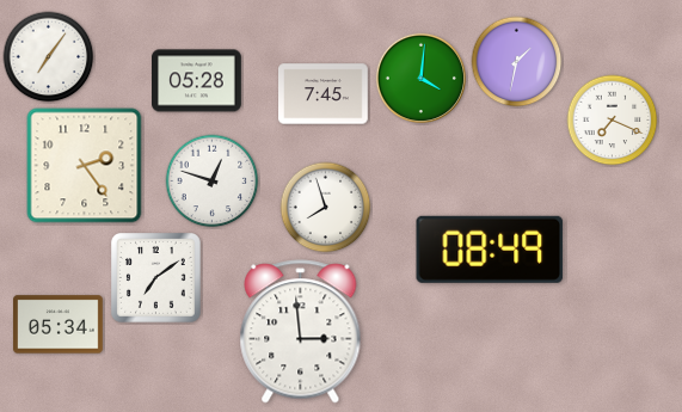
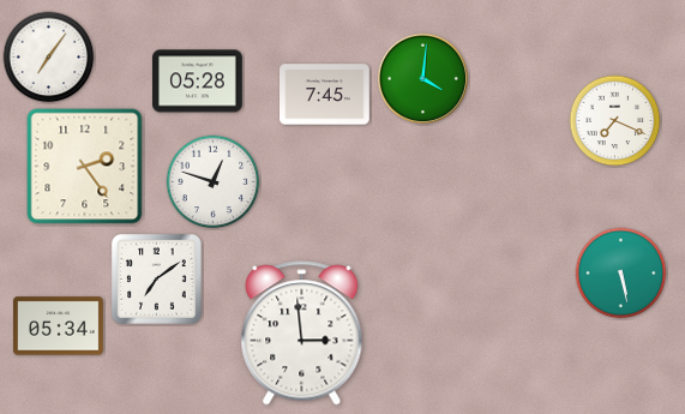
clock at (517, 62): 1:32 -> none
clock at (326, 208): 7:57 -> none
clock at (490, 250): 08:49 -> none
clock at (621, 274): none -> 5:28
